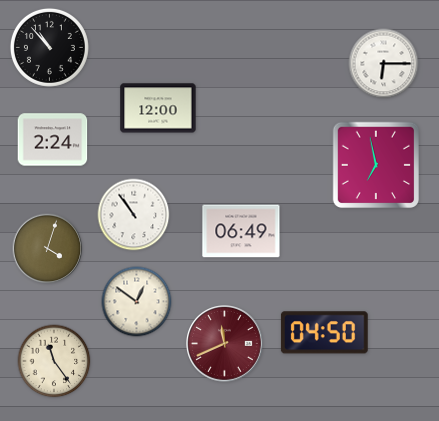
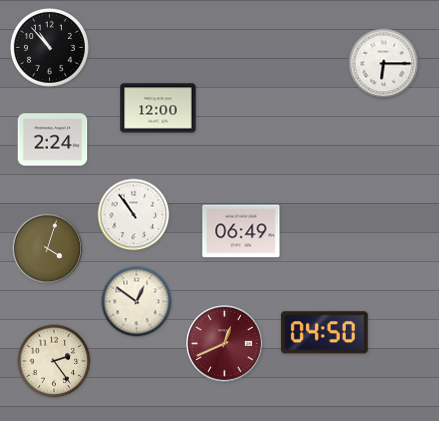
clock at (376, 165): 6:58 -> none
clock at (225, 344): 11:41 -> 12:41
clock at (54, 361): 11:24 -> 2:24
